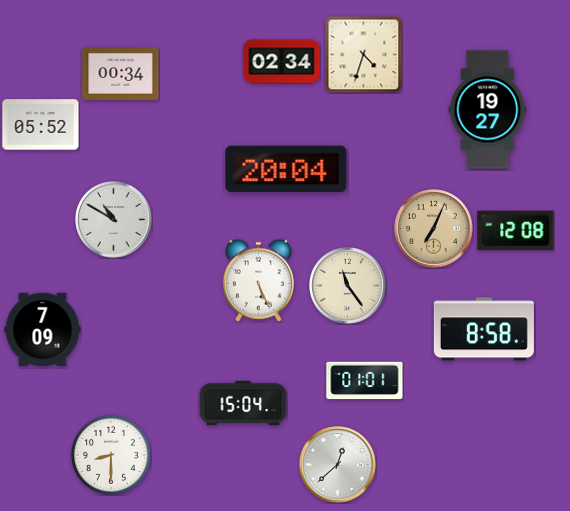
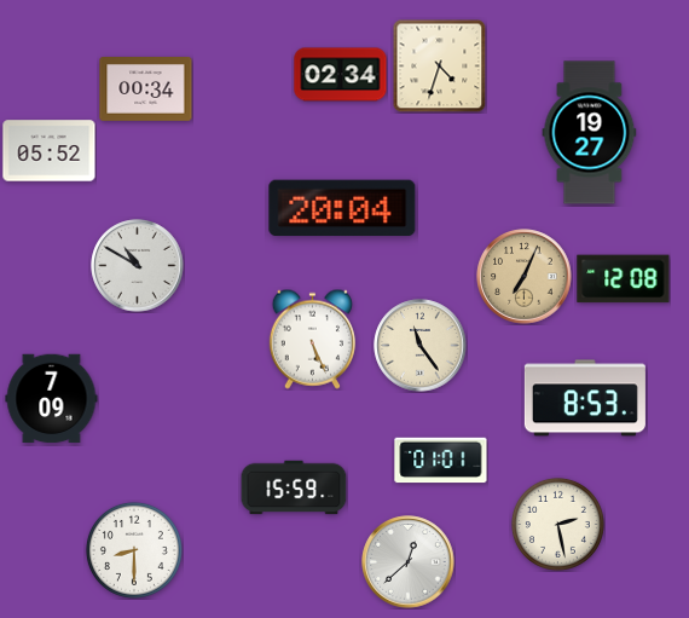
clock at (286, 169) position: (286, 169) -> (342, 208)
clock at (484, 329): 8:58 -> 8:53
clock at (243, 403): 15:04 -> 15:59
clock at (557, 524): none -> 2:28
